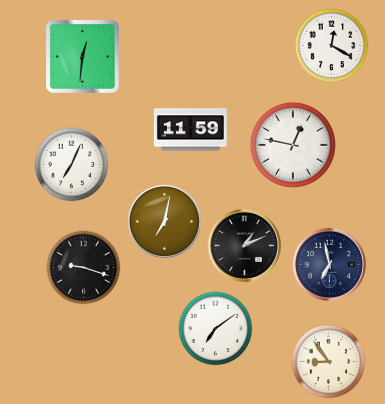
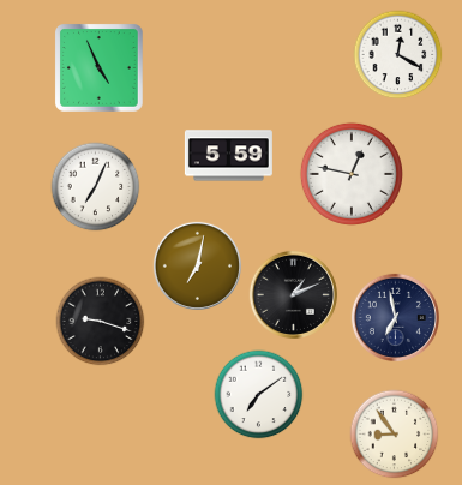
clock at (83, 57): 12:31 -> 4:56
clock at (190, 130): 11:59 -> 5:59
clock at (72, 165) position: (72, 165) -> (96, 187)
